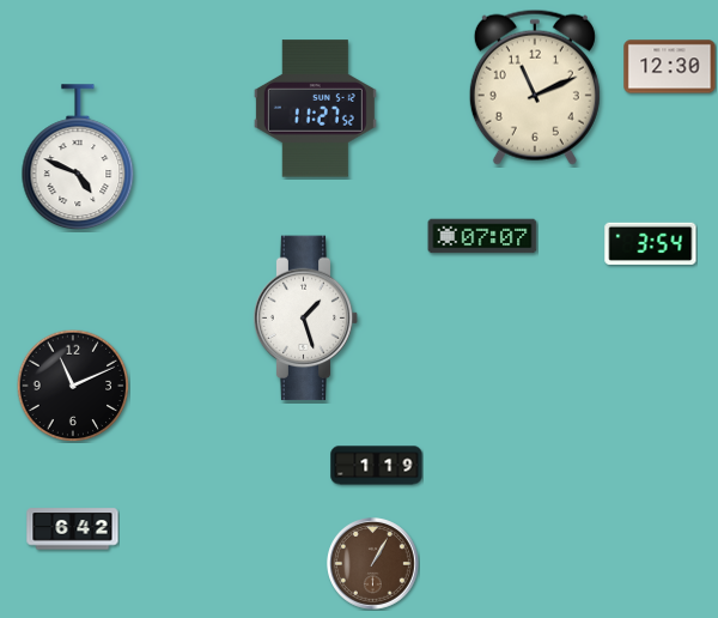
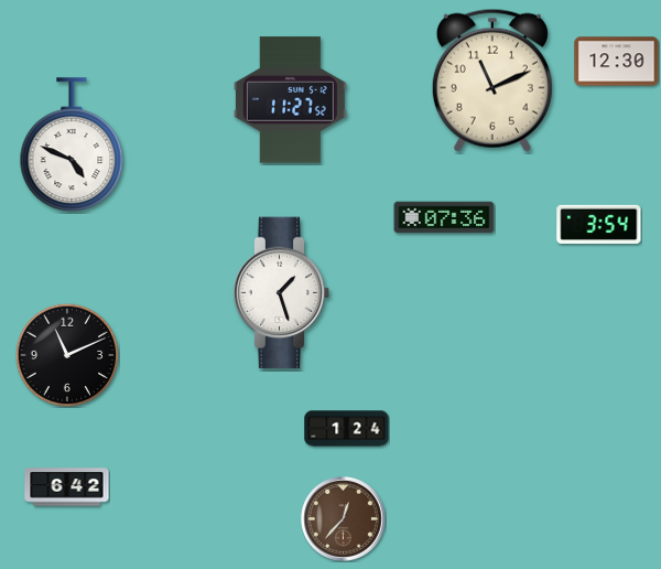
clock at (482, 236): 07:07 -> 07:36
clock at (377, 466): 1:19 -> 1:24
clock at (373, 564): 1:05 -> 12:37
